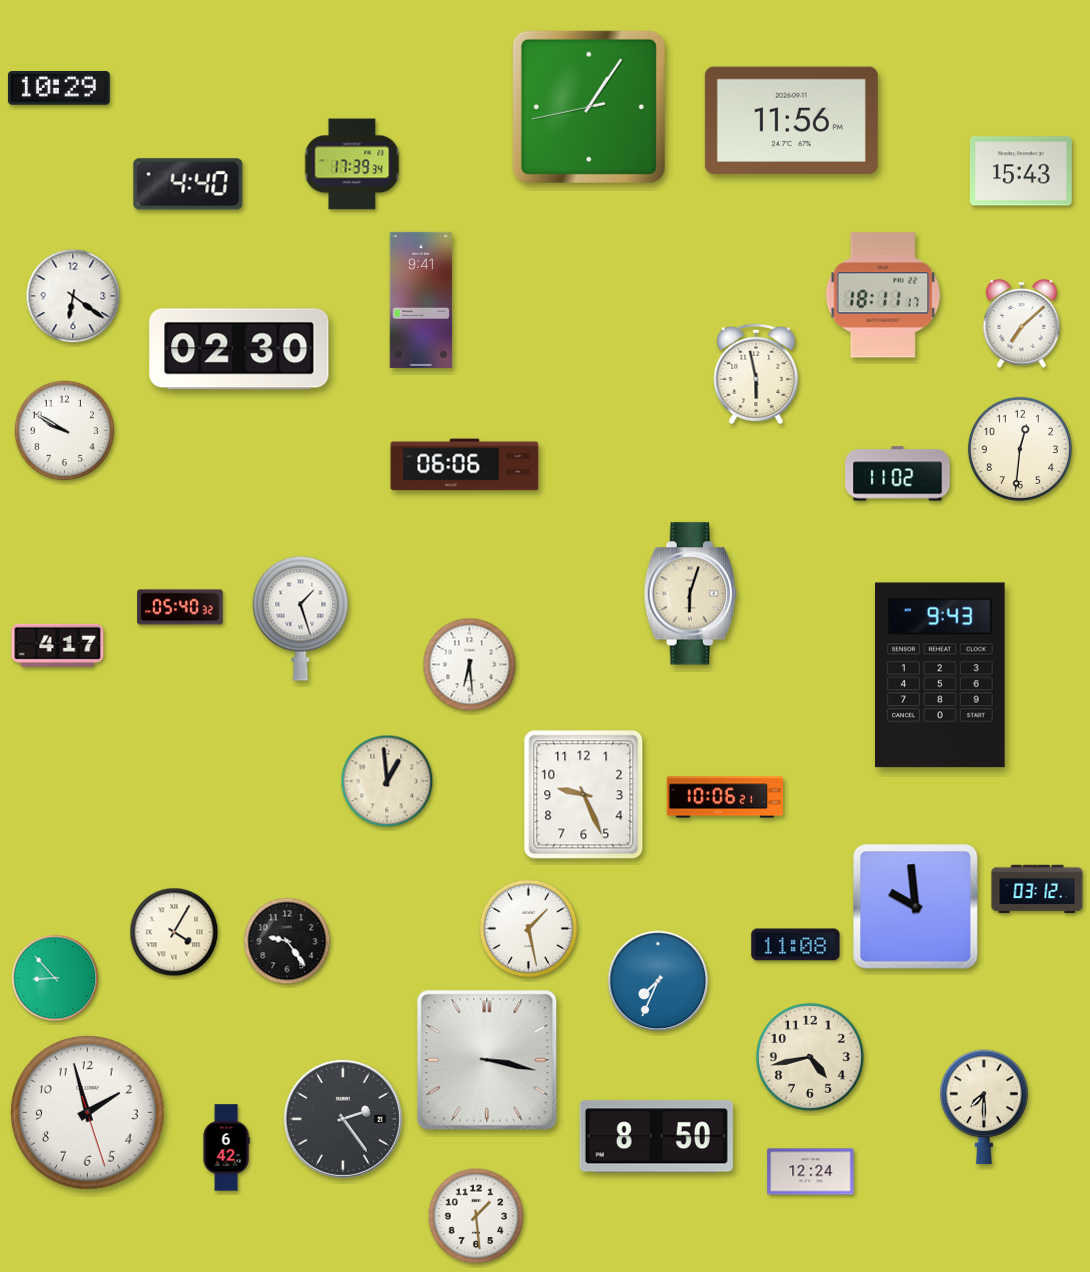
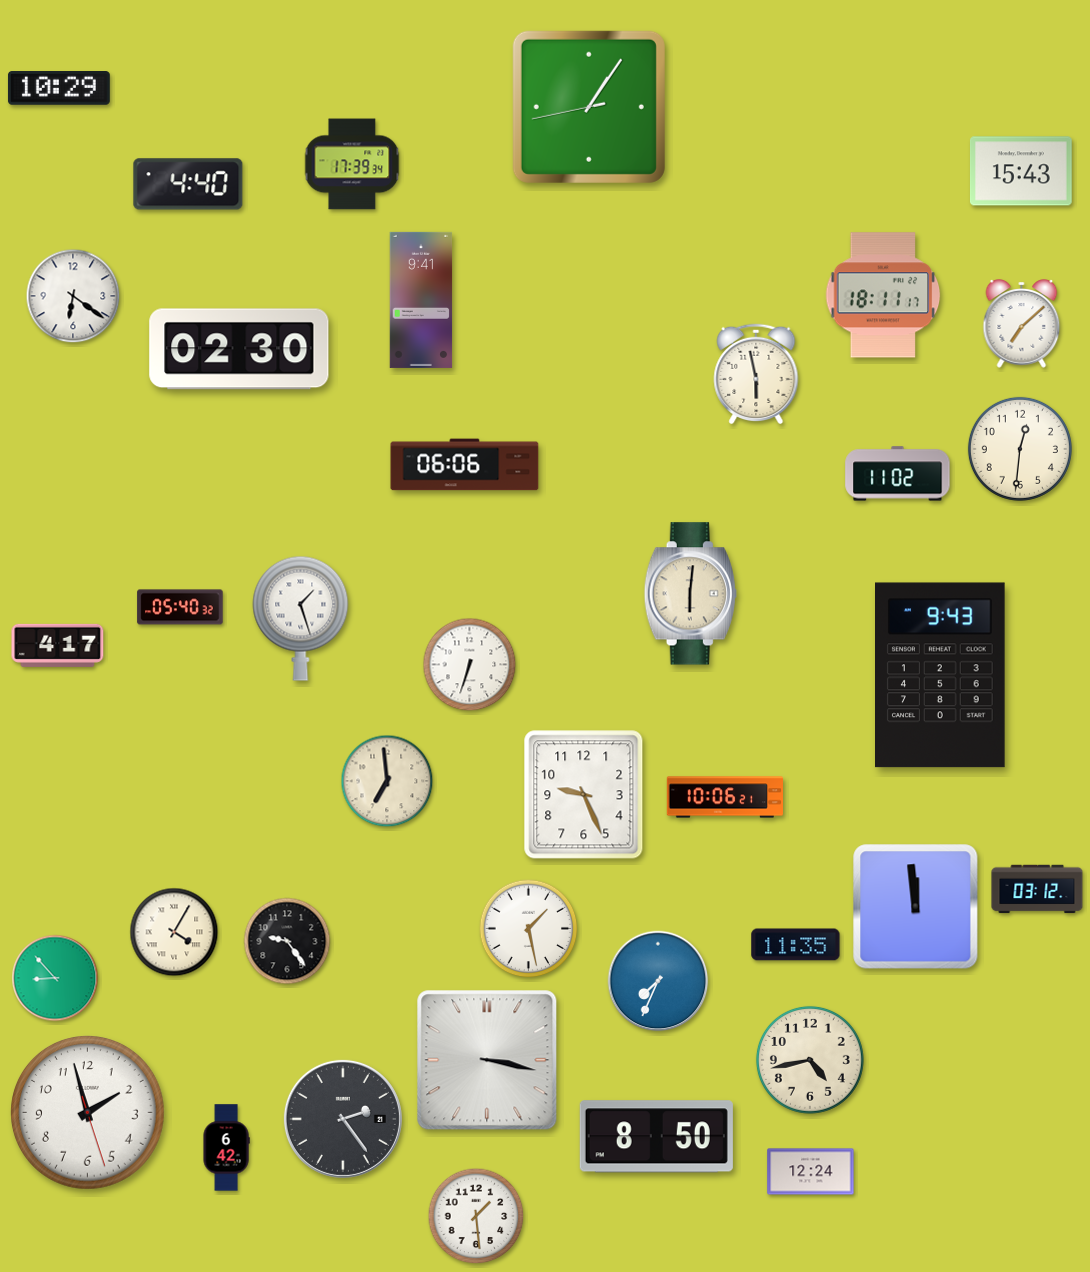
clock at (791, 120): 11:56 -> none
clock at (65, 431): 9:50 -> none
clock at (690, 594): 6:03 -> 6:01
clock at (470, 665): 6:29 -> 6:33
clock at (387, 781): 12:59 -> 6:59
clock at (916, 907): 9:59 -> 11:59
clock at (796, 945): 11:08 -> 11:35
clock at (810, 1057) position: (810, 1057) -> (810, 1060)
clock at (984, 1107): 7:30 -> none
